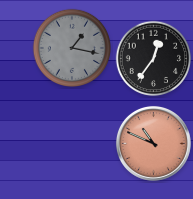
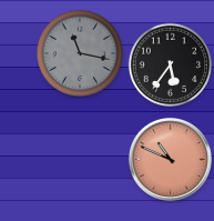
clock at (72, 48): 1:17 -> 11:17
clock at (154, 59): 12:36 -> 5:36
